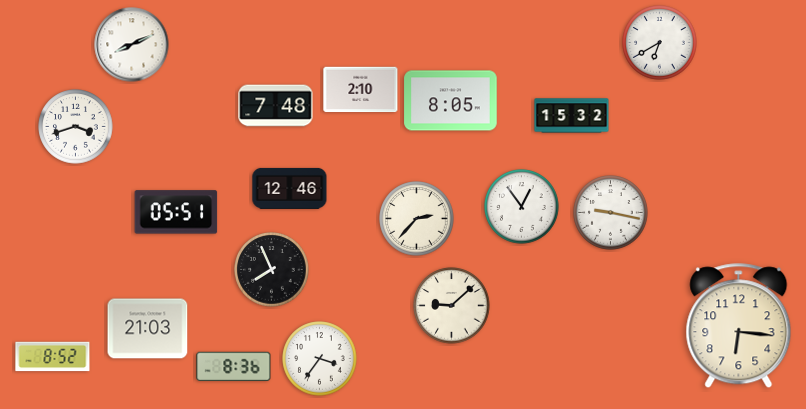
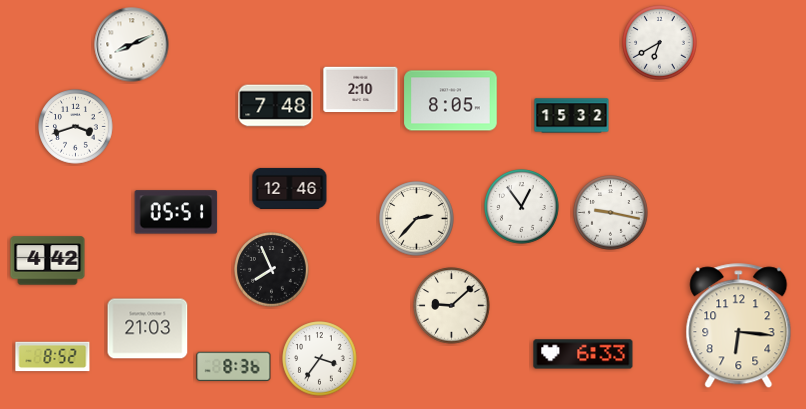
clock at (48, 261): none -> 4:42
clock at (583, 354): none -> 6:33
